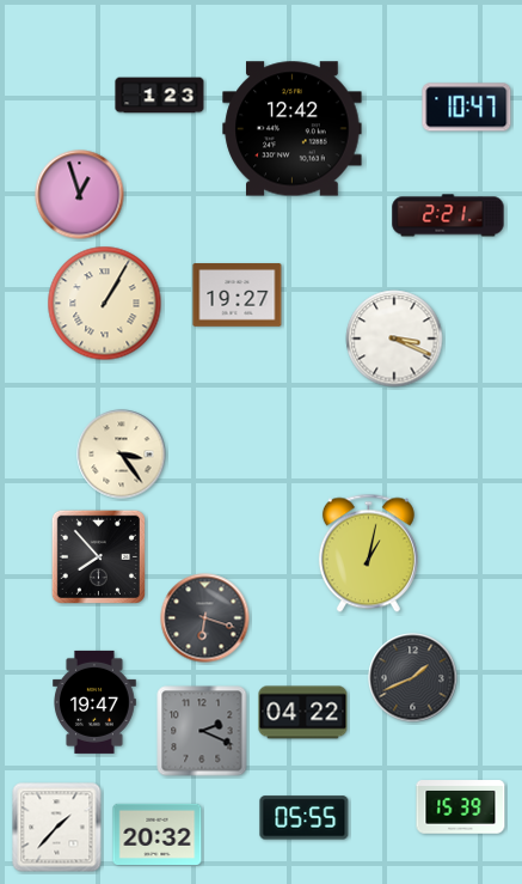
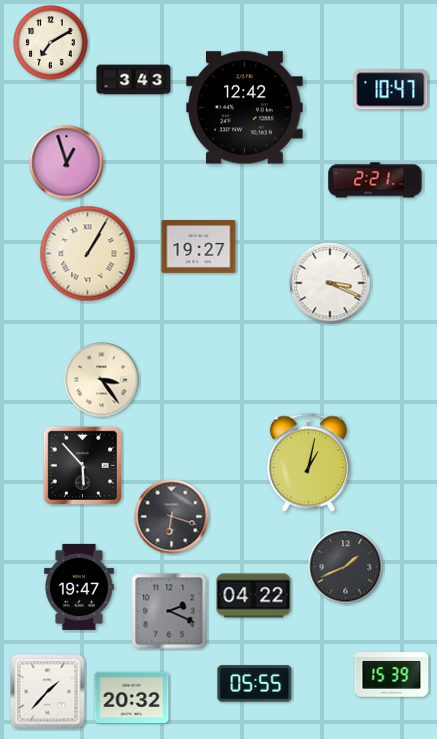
clock at (51, 43): none -> 7:10
clock at (160, 96): 1:23 -> 3:43
clock at (98, 556): 7:53 -> 5:53
clock at (461, 807) position: (461, 807) -> (392, 675)
